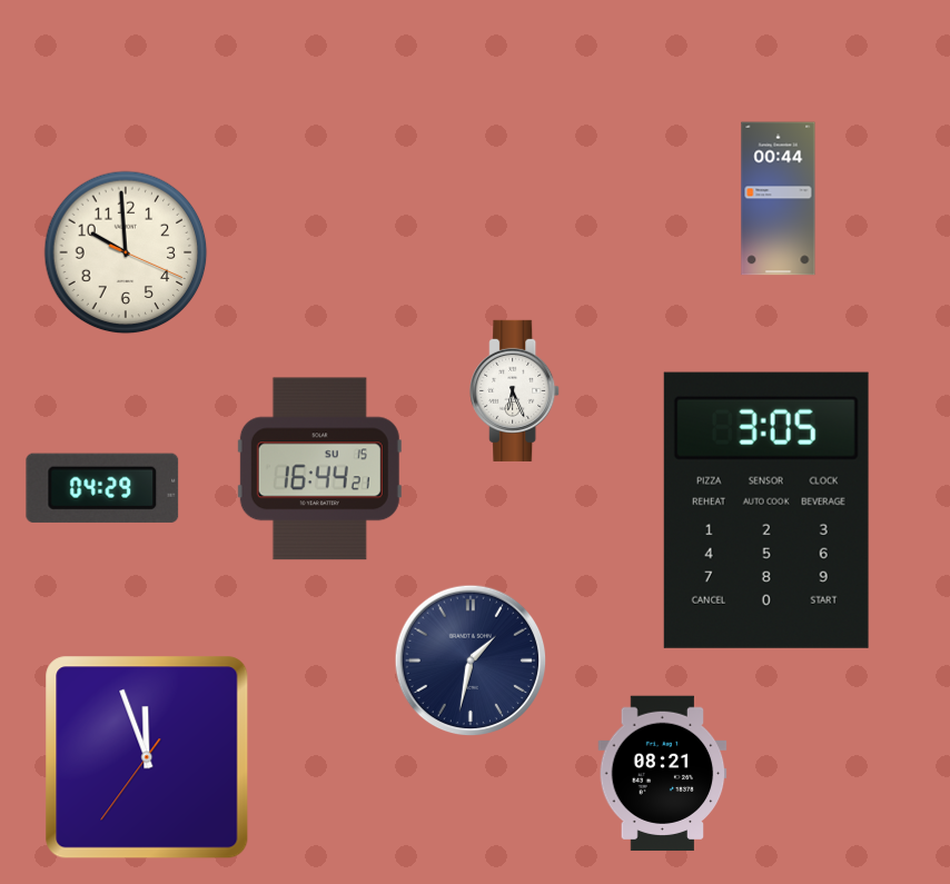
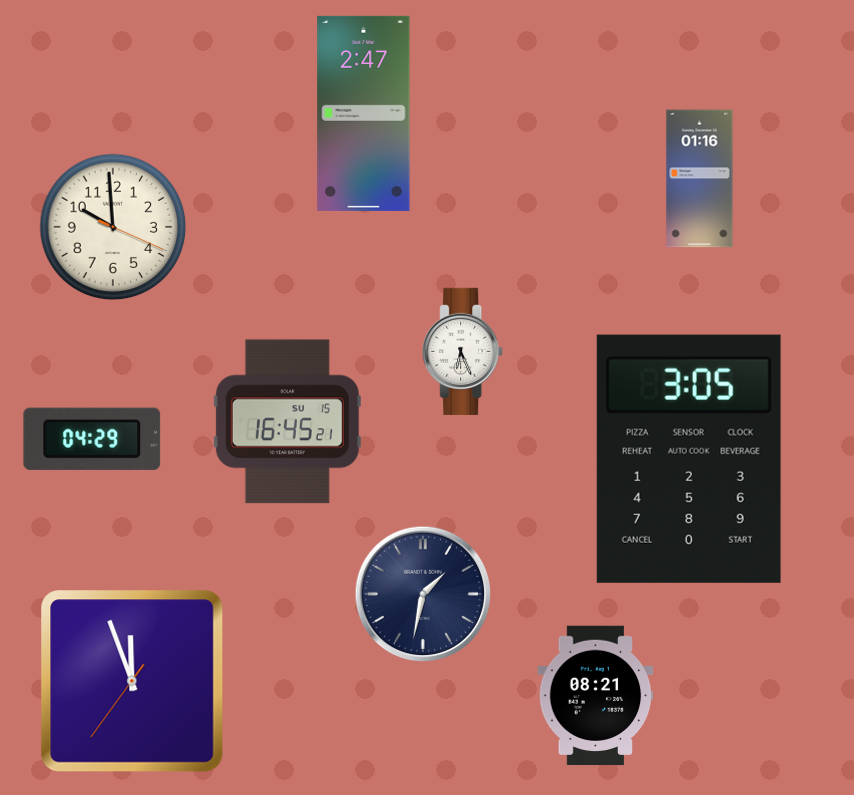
clock at (364, 113): none -> 2:47
clock at (779, 199): 00:44 -> 01:16
clock at (319, 469): 16:44 -> 16:45
